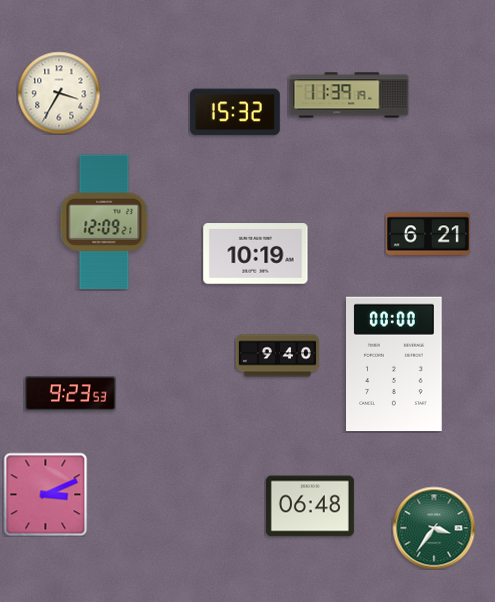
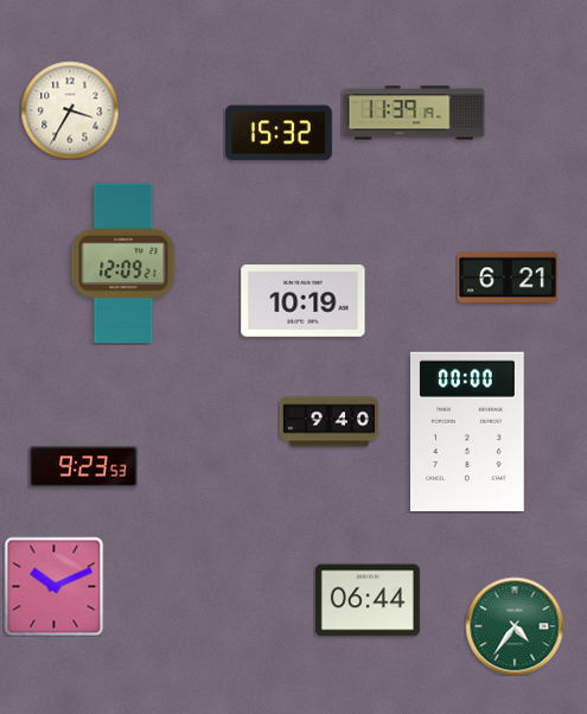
clock at (45, 494): 3:11 -> 10:11
clock at (310, 506): 06:48 -> 06:44
clock at (434, 528): 3:36 -> 4:36
